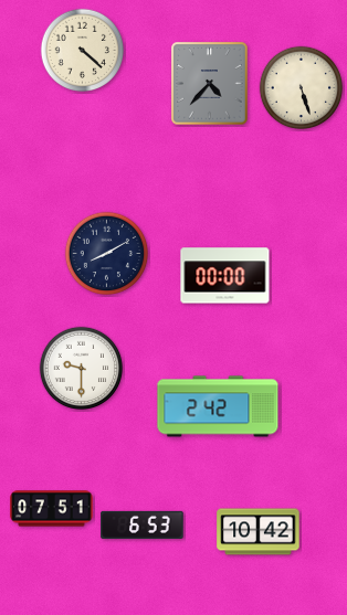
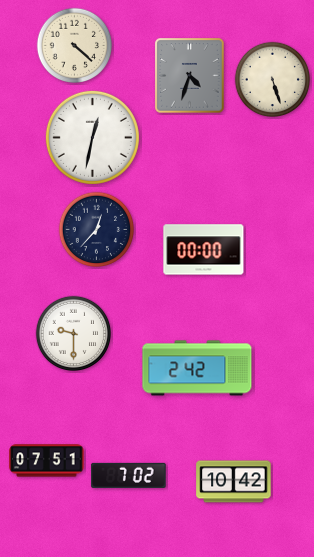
clock at (210, 84): 4:37 -> 4:33
clock at (92, 137): none -> 12:32
clock at (107, 254): 8:10 -> 12:37
clock at (143, 524): 6:53 -> 7:02
